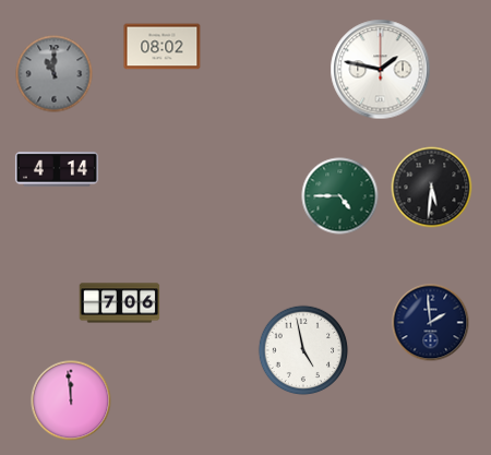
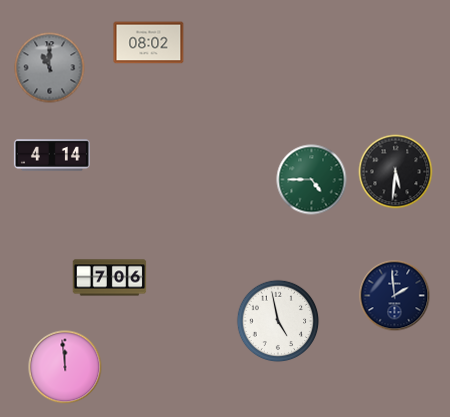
clock at (381, 70): 1:47 -> none
